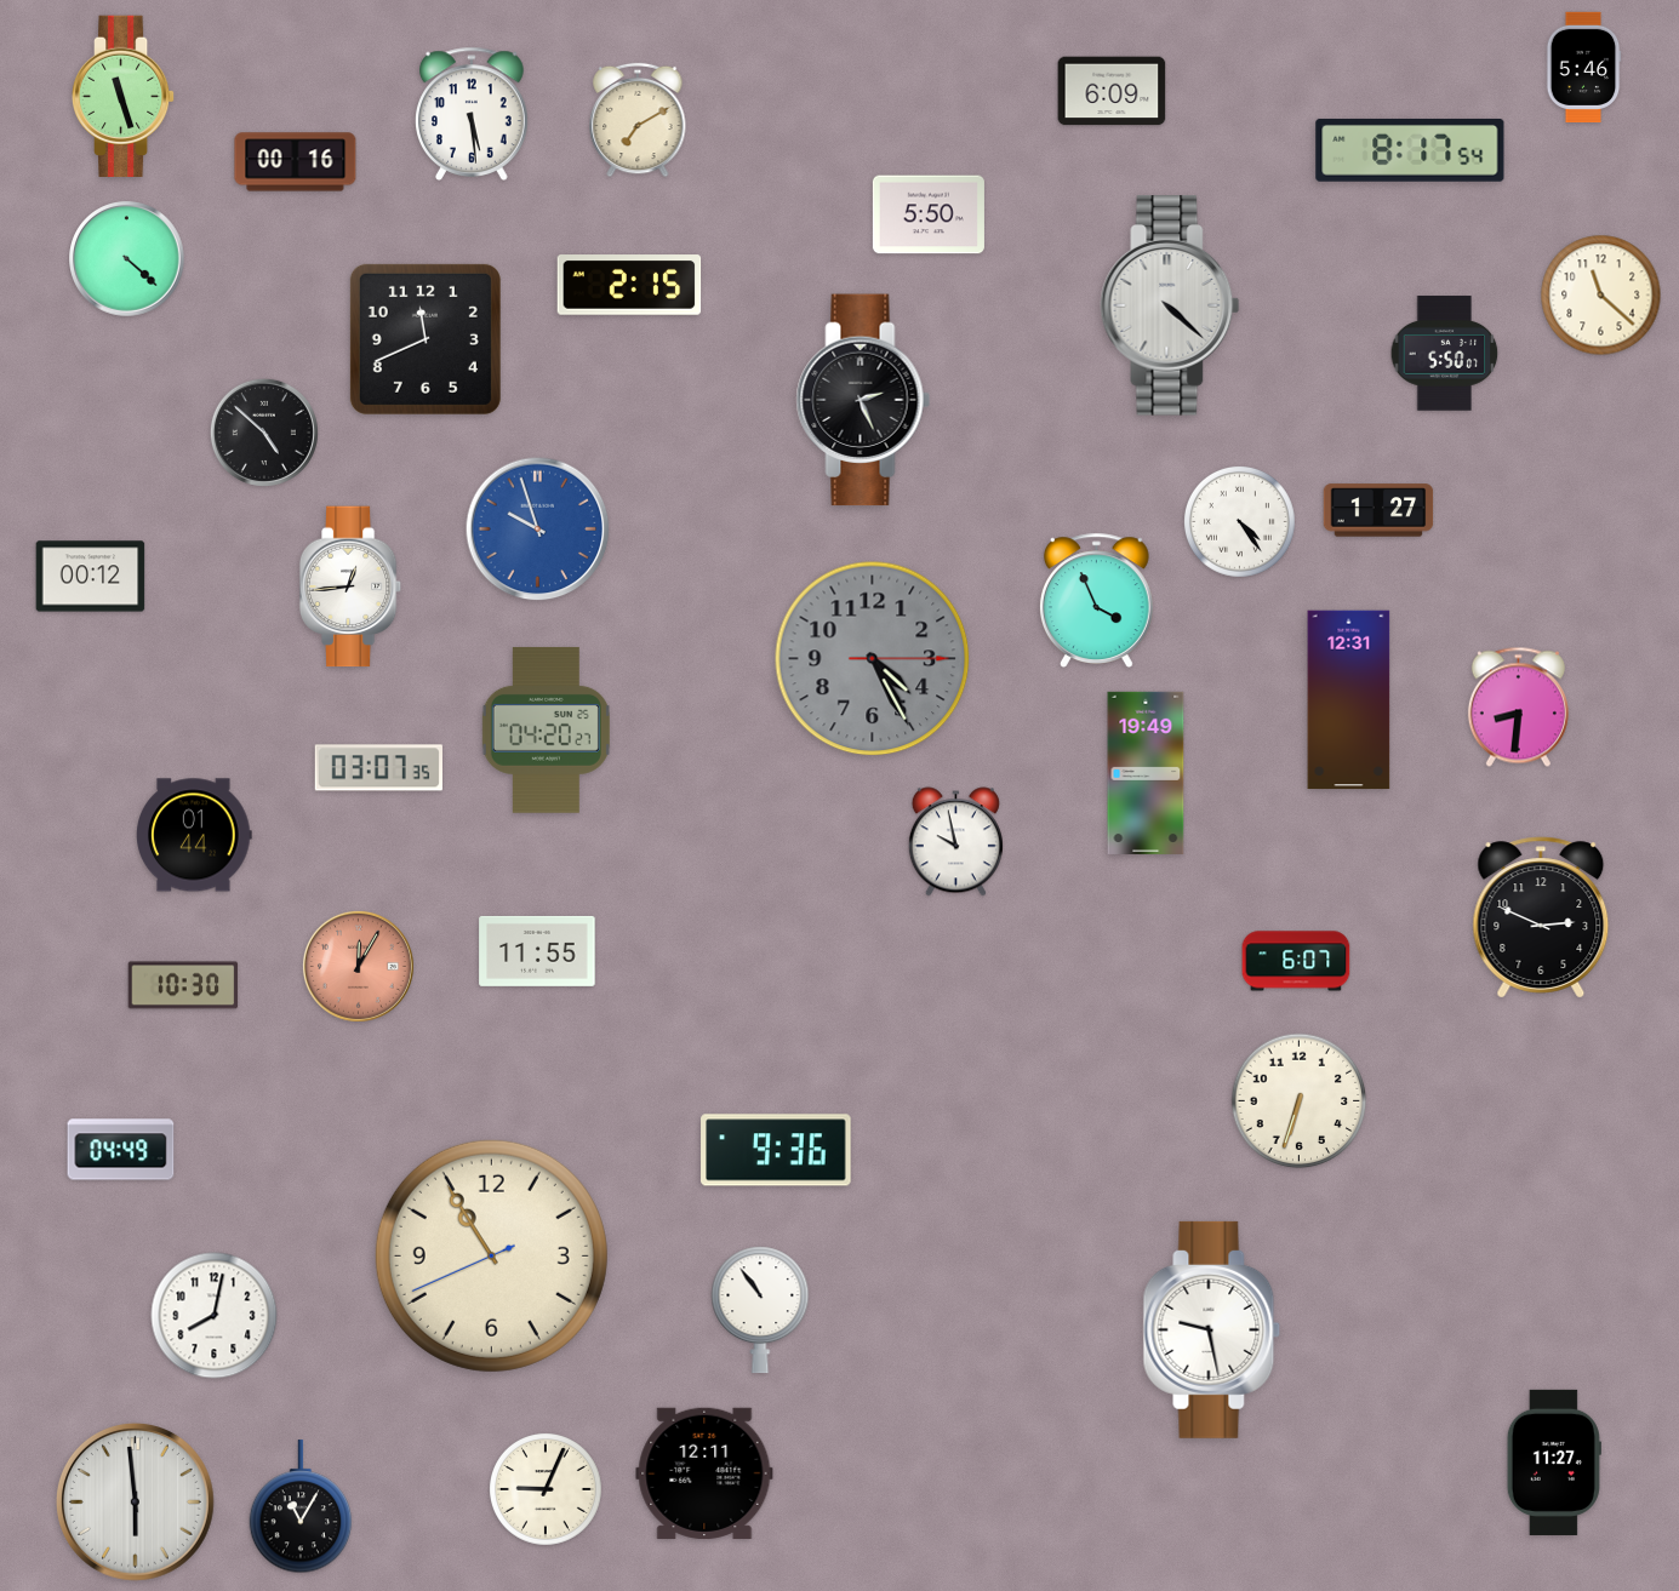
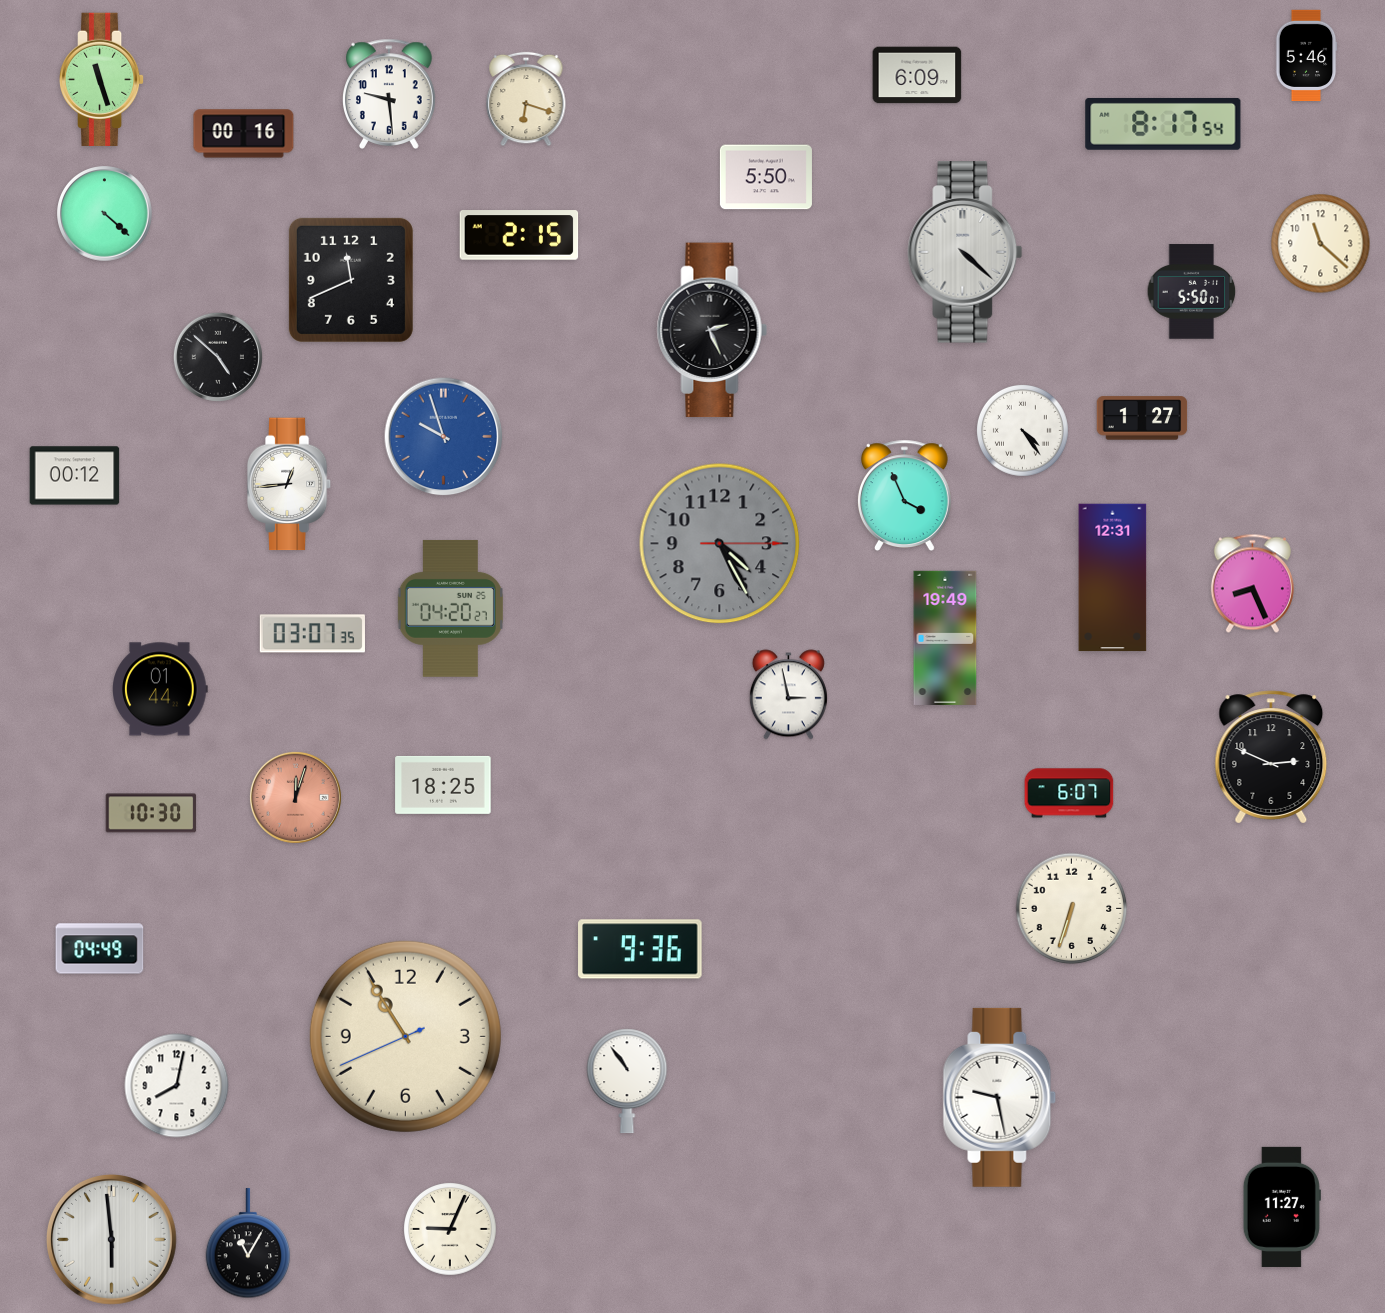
clock at (473, 114): 5:29 -> 9:29
clock at (638, 120): 7:10 -> 6:18
clock at (1378, 510) position: (1378, 510) -> (1142, 418)
clock at (1518, 708): 8:31 -> 8:26
clock at (546, 729) position: (546, 729) -> (450, 608)
clock at (955, 842): 9:58 -> 2:58
clock at (537, 951): 11:55 -> 18:25
clock at (358, 966): 12:05 -> 12:03
clock at (704, 1473): 12:11 -> none
